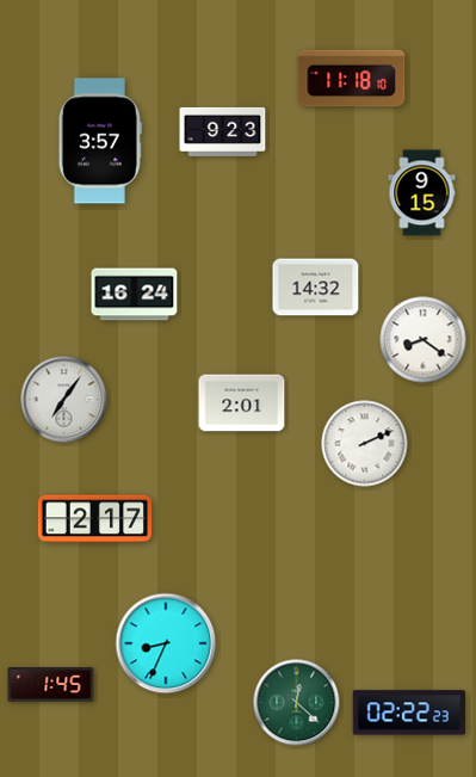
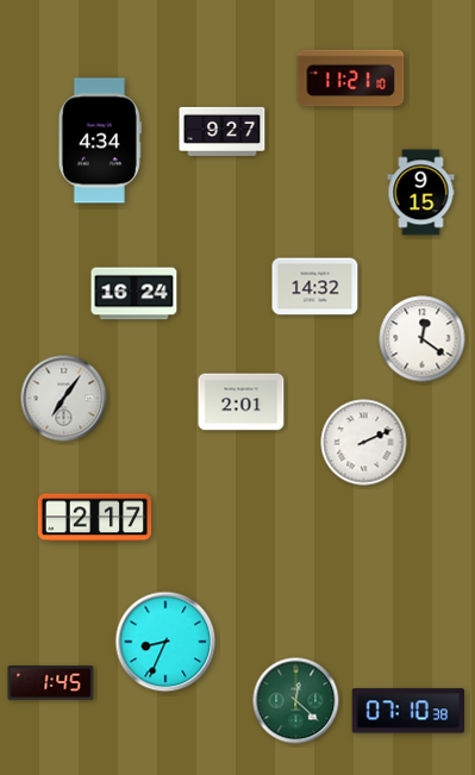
clock at (352, 79): 11:18 -> 11:21
clock at (223, 131): 9:23 -> 9:27
clock at (100, 141): 3:57 -> 4:34
clock at (424, 340): 8:21 -> 12:21
clock at (408, 713): 02:22 -> 07:10
